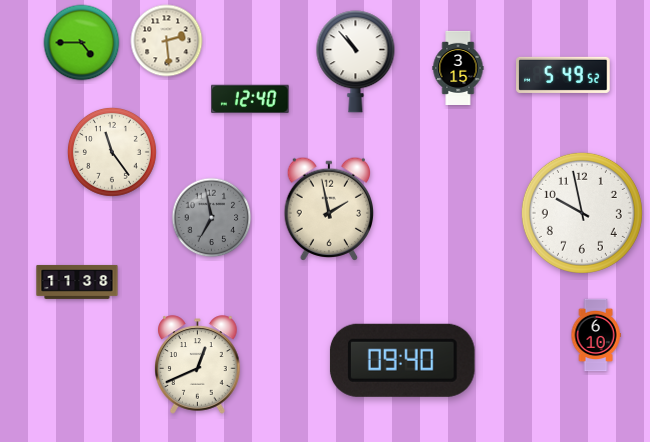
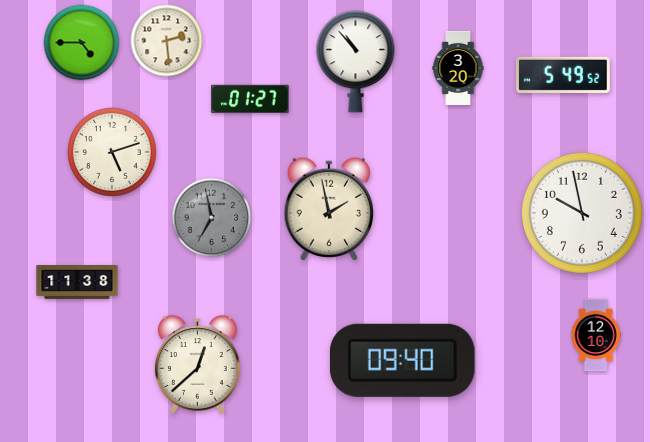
clock at (458, 67): 3:15 -> 3:20
clock at (250, 99): 12:40 -> 01:27
clock at (112, 152): 11:24 -> 5:12
clock at (596, 335): 6:10 -> 12:10
clock at (198, 365): 12:41 -> 12:38
